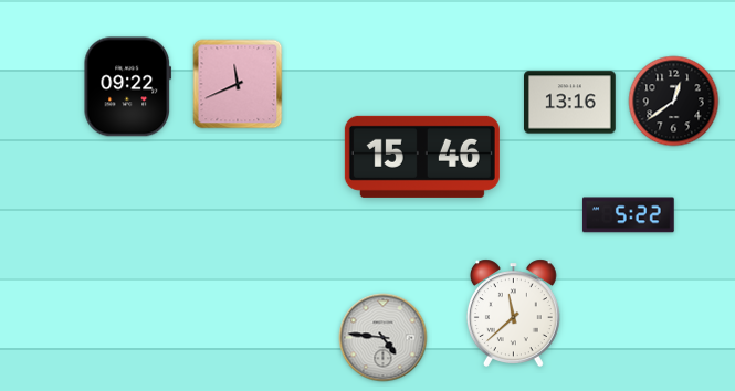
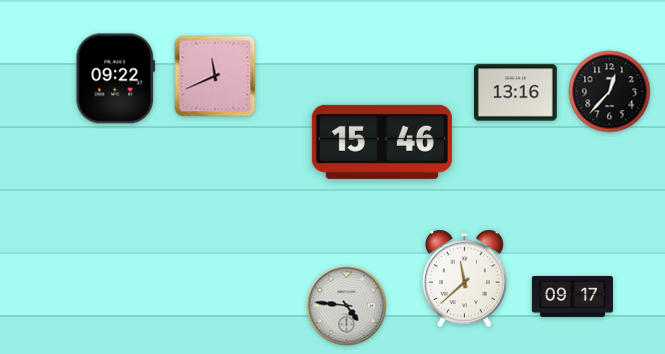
clock at (674, 102): 12:39 -> 12:37
clock at (629, 215): 5:22 -> none
clock at (513, 313) position: (513, 313) -> (464, 278)
clock at (572, 296): none -> 09:17
